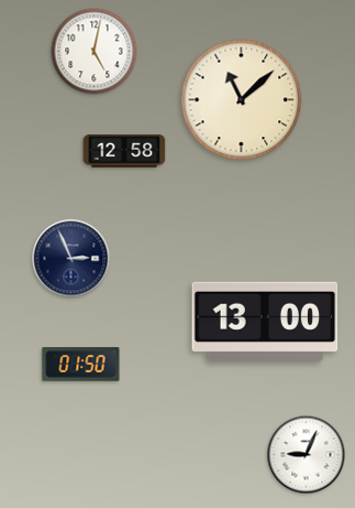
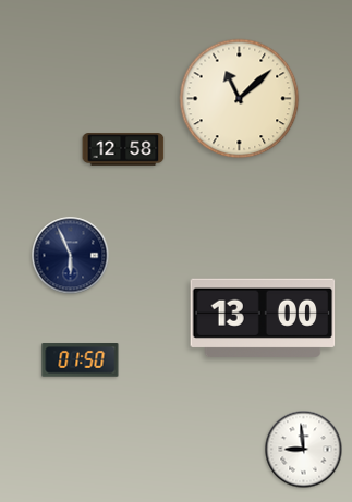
clock at (95, 52): 5:02 -> none
clock at (71, 259): 2:56 -> 5:56
clock at (307, 455): 9:04 -> 8:59
